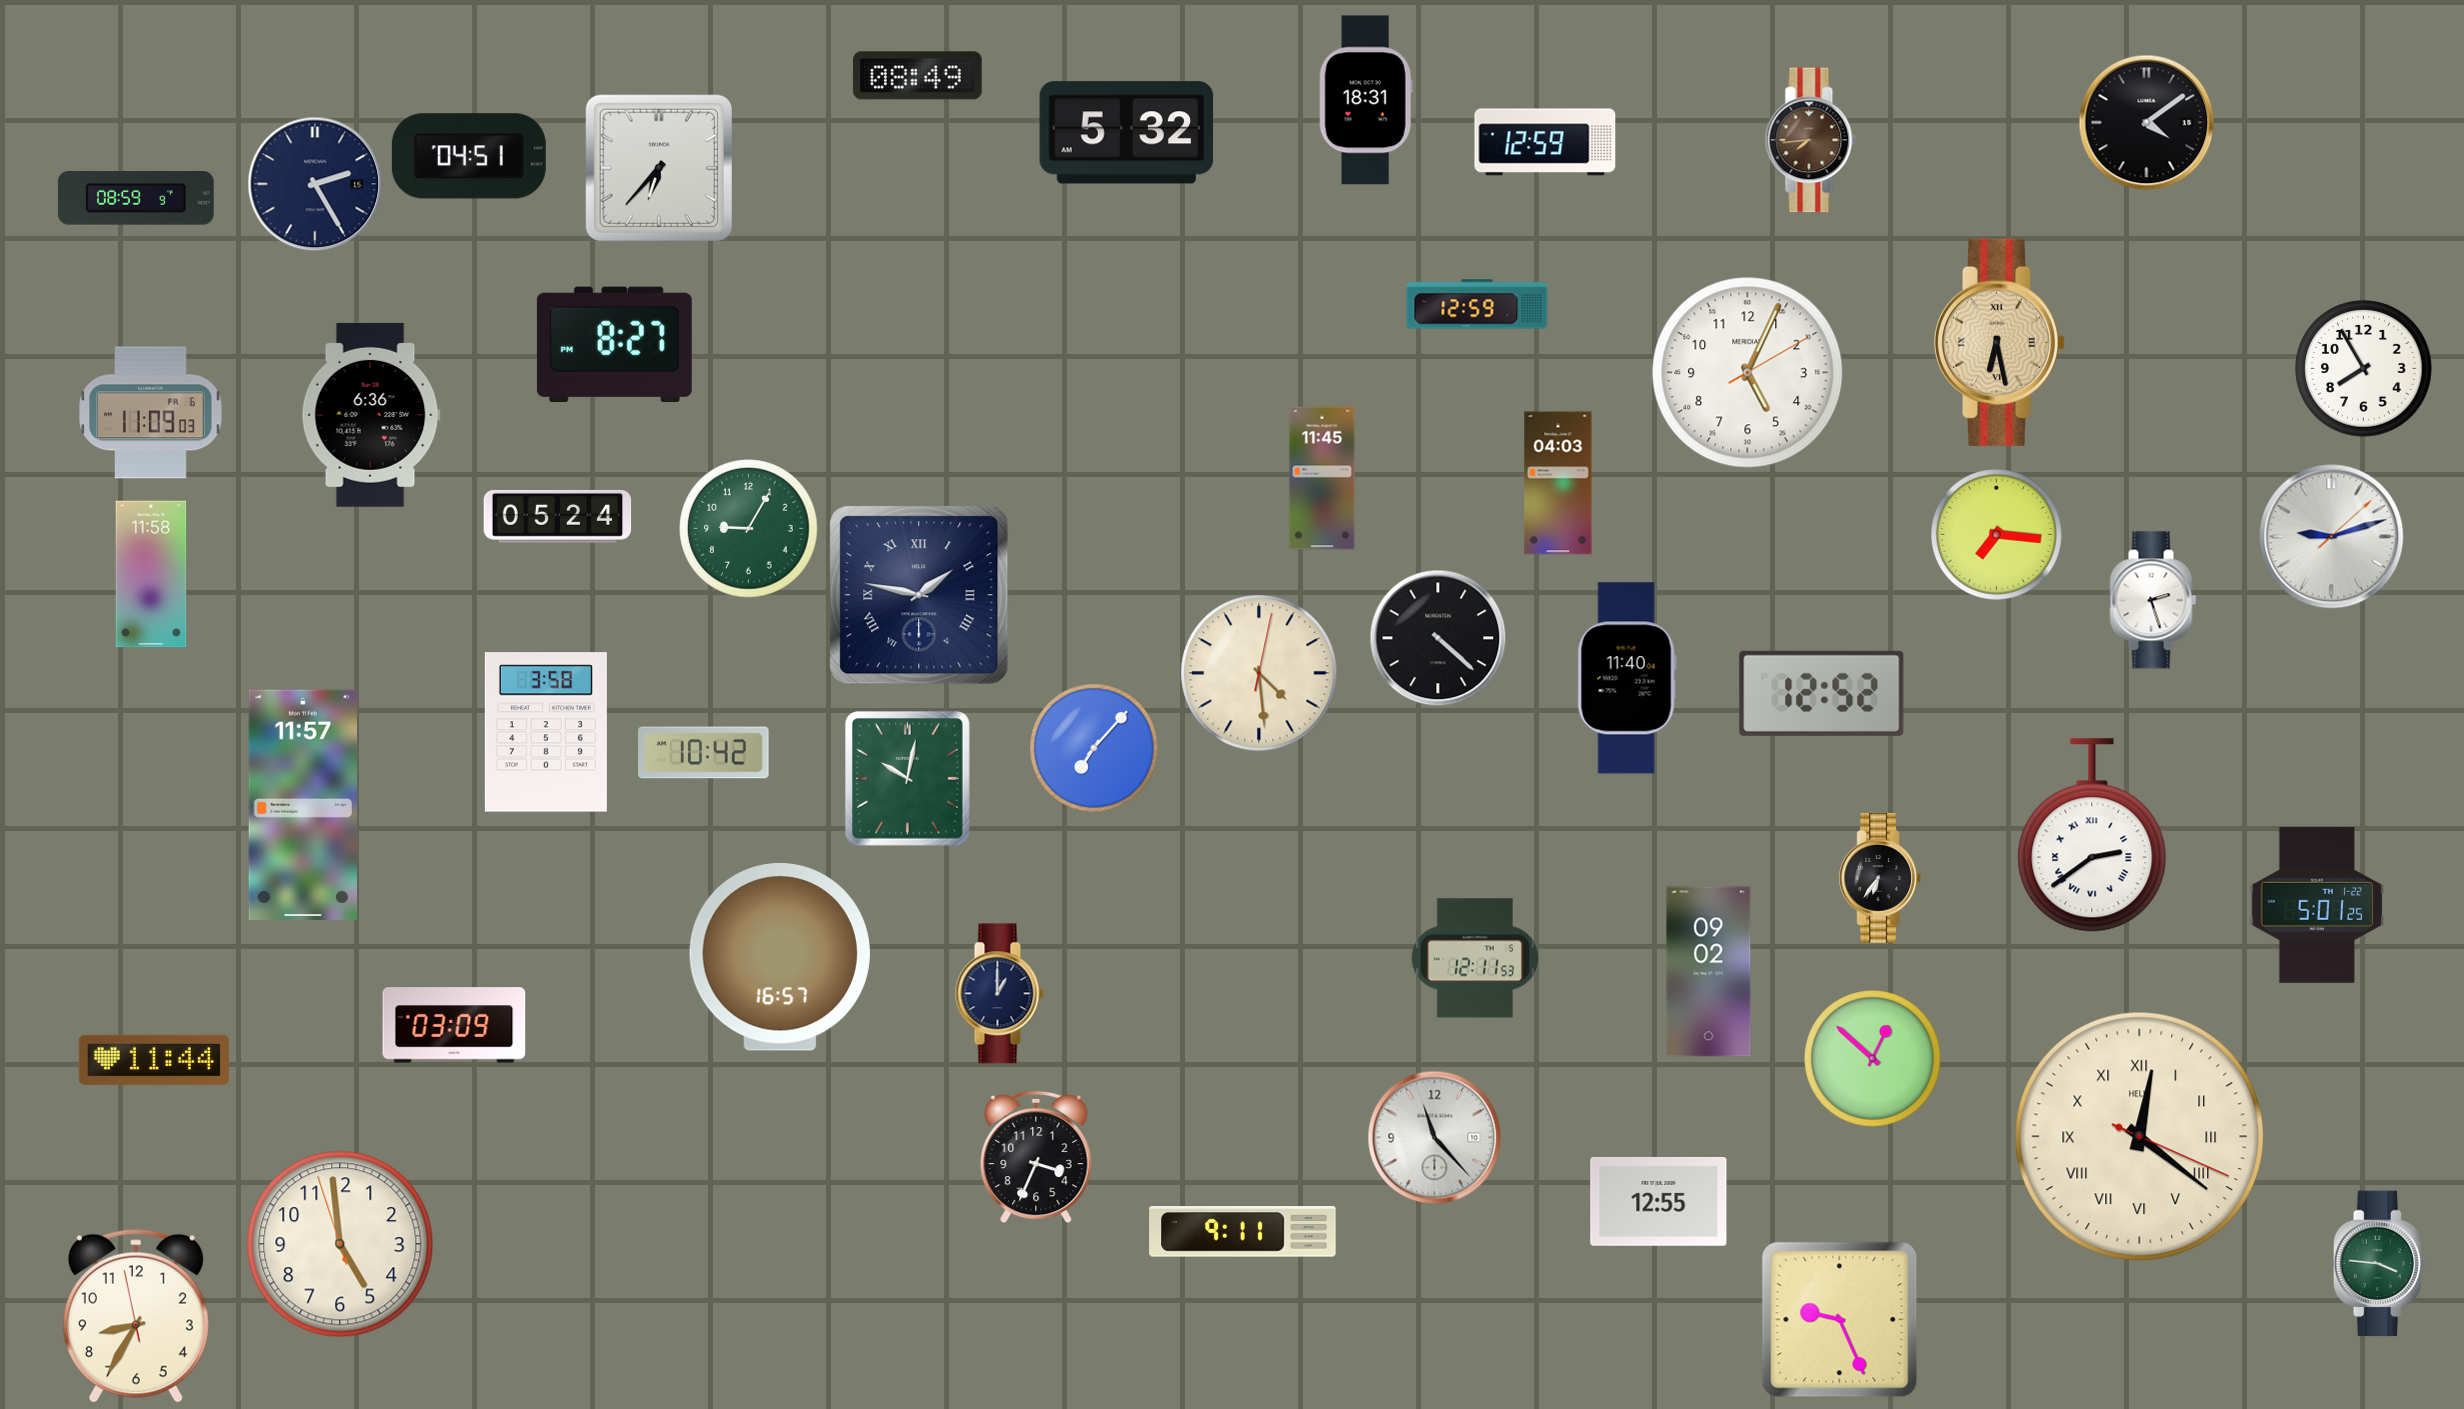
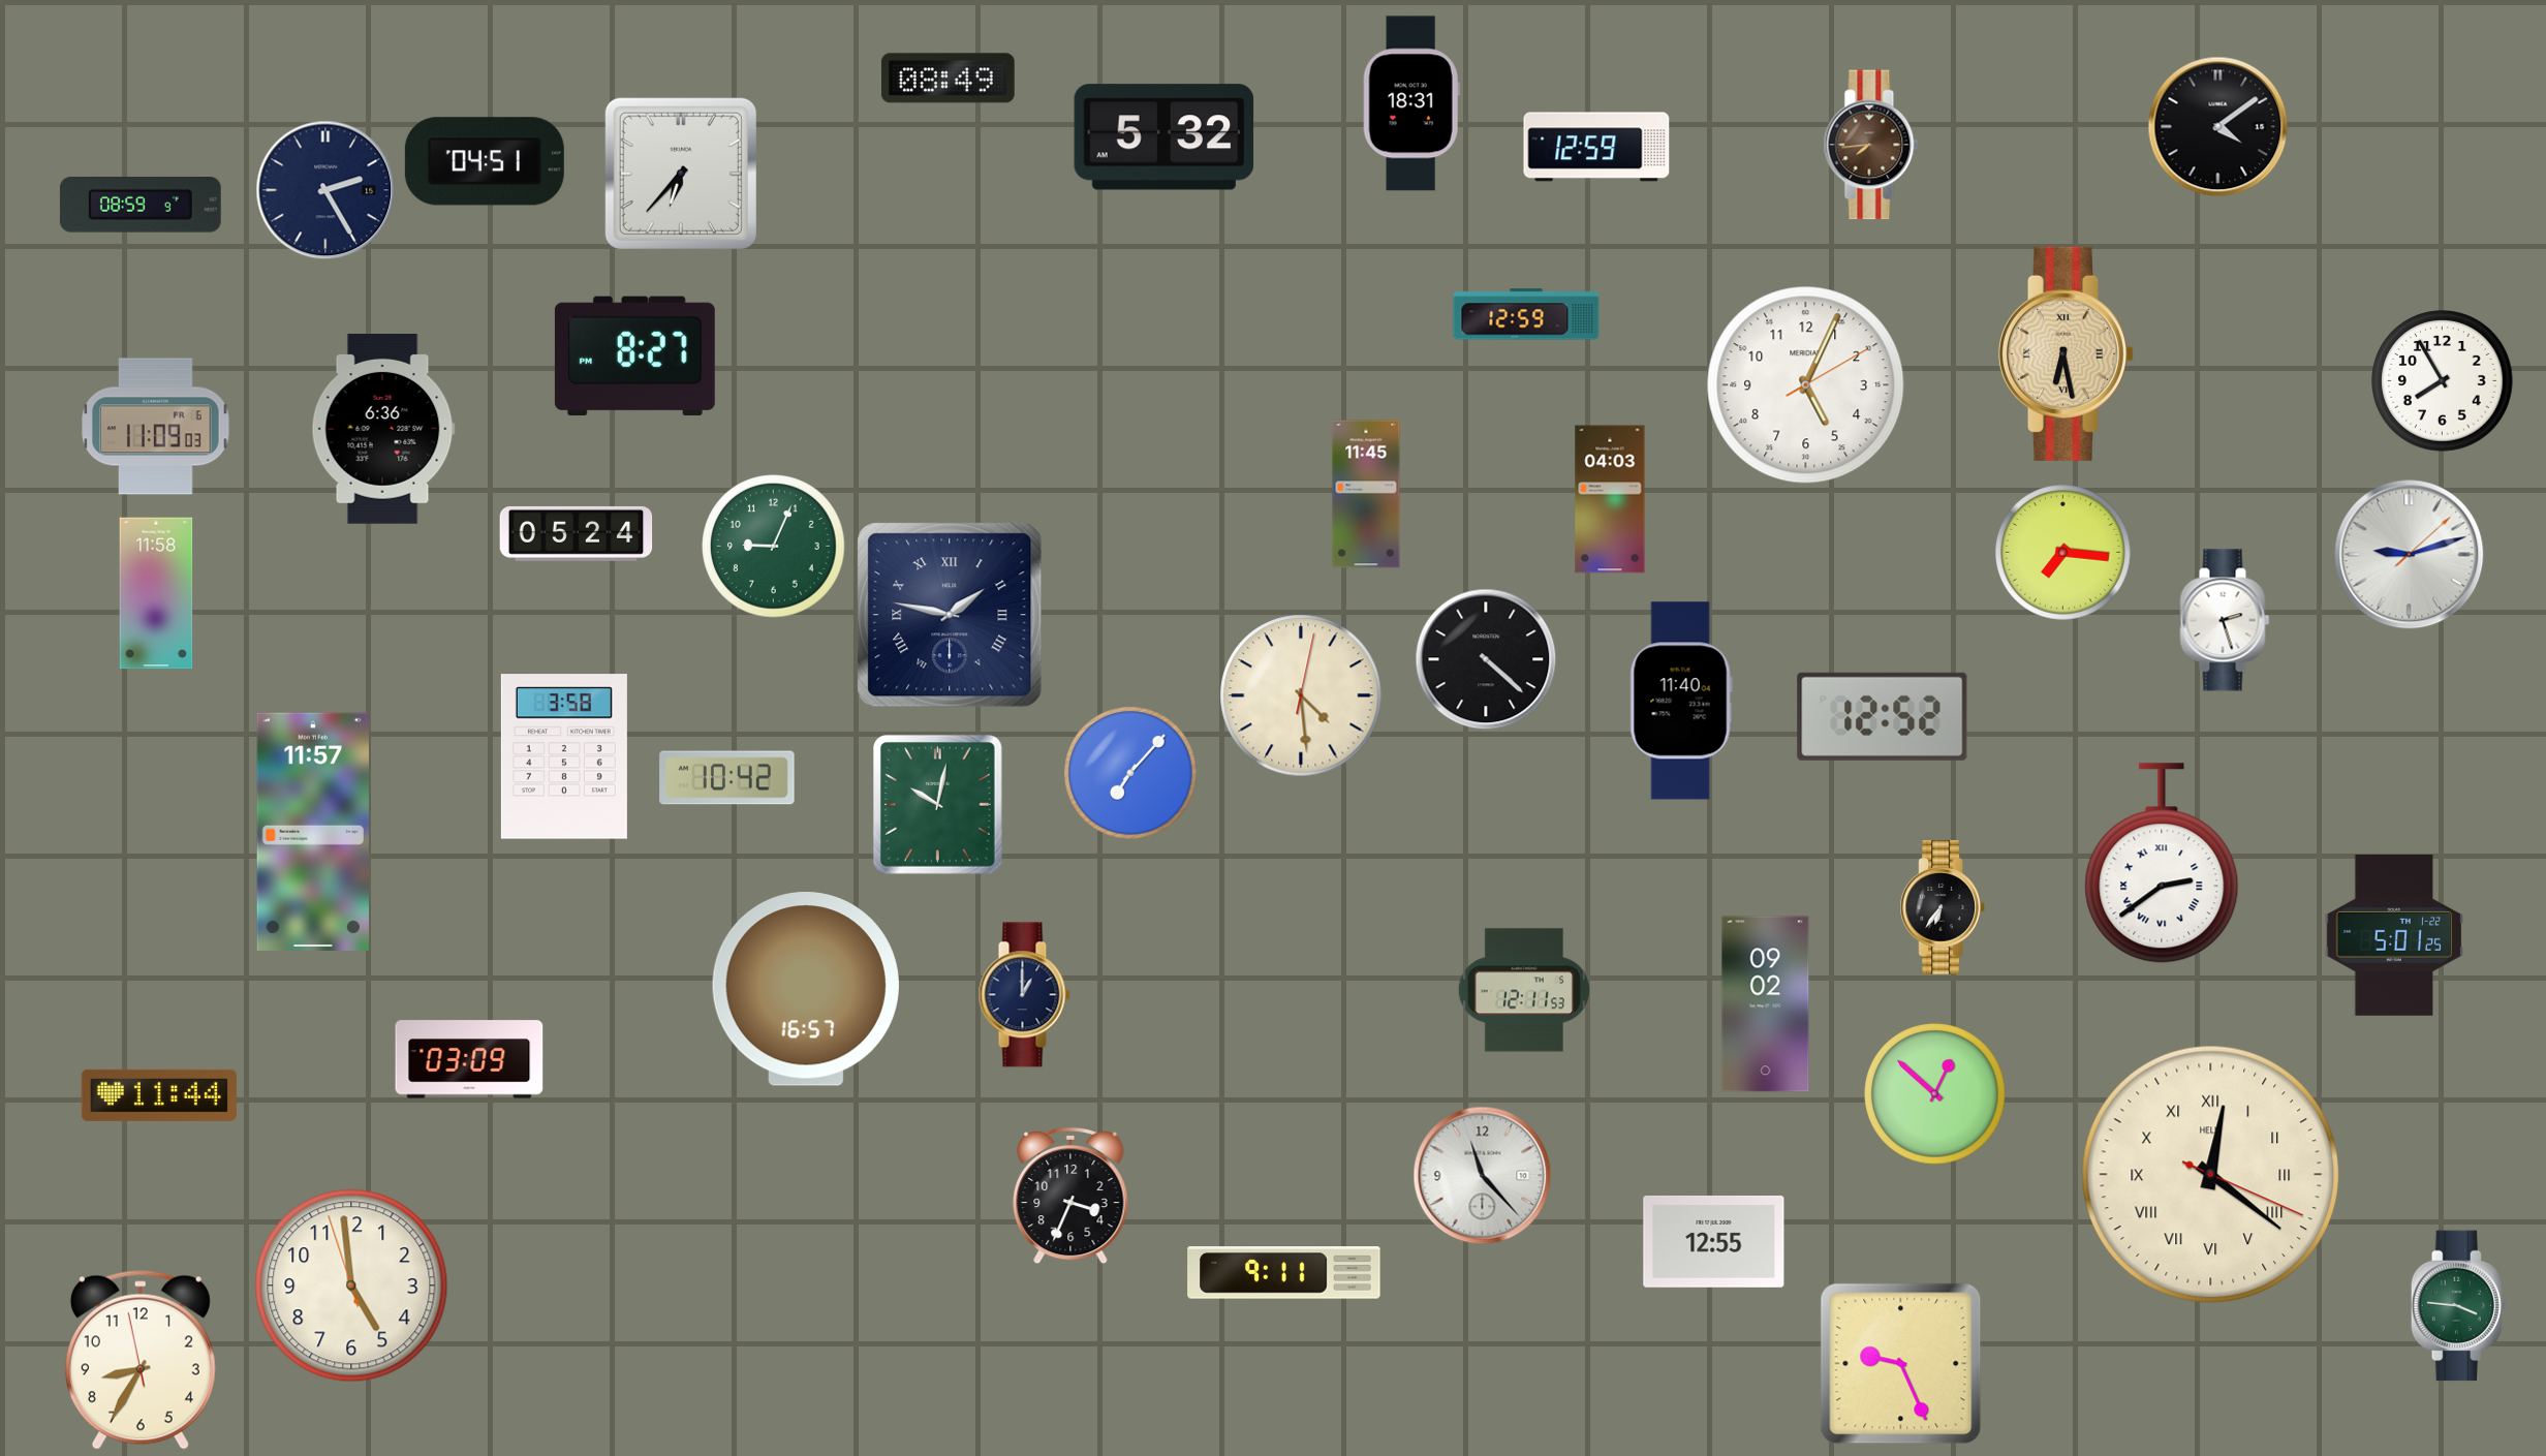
clock at (749, 529): 9:05 -> 9:04
clock at (999, 994) position: (999, 994) -> (1024, 995)
